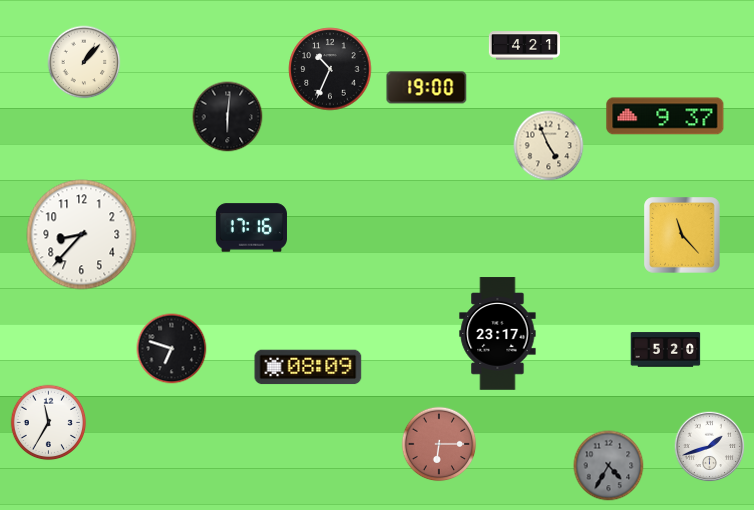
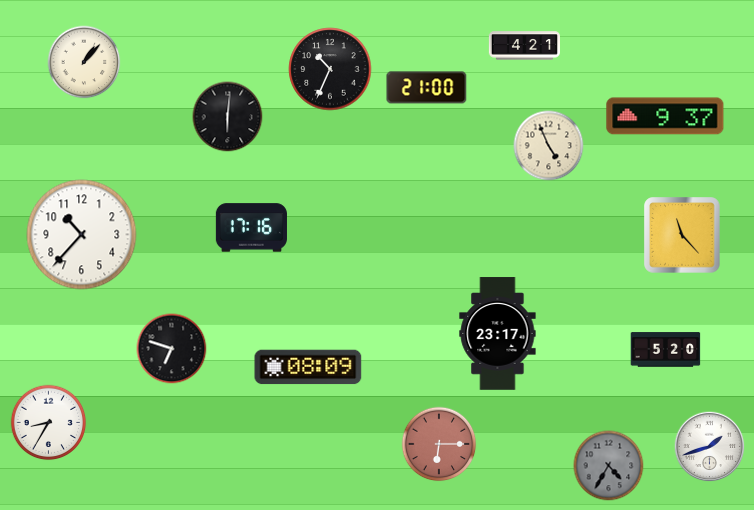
clock at (427, 88): 19:00 -> 21:00
clock at (82, 235): 8:37 -> 10:37
clock at (49, 423): 11:35 -> 8:35
